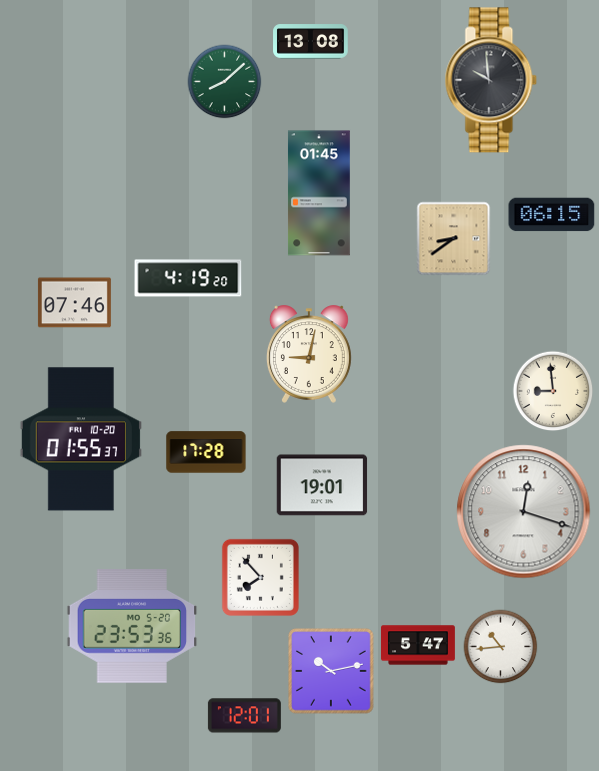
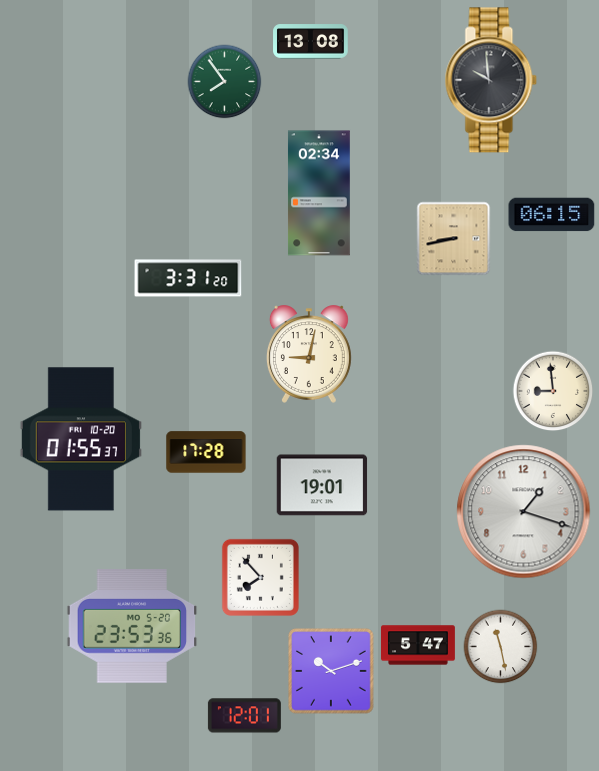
clock at (225, 82): 8:08 -> 7:54
clock at (319, 193): 01:45 -> 02:34
clock at (454, 239): 8:39 -> 8:43
clock at (188, 278): 4:19 -> 3:31
clock at (74, 303): 07:46 -> none
clock at (524, 512): 12:18 -> 1:18
clock at (501, 647): 10:44 -> 11:28
clock at (331, 671): 10:13 -> 10:12
